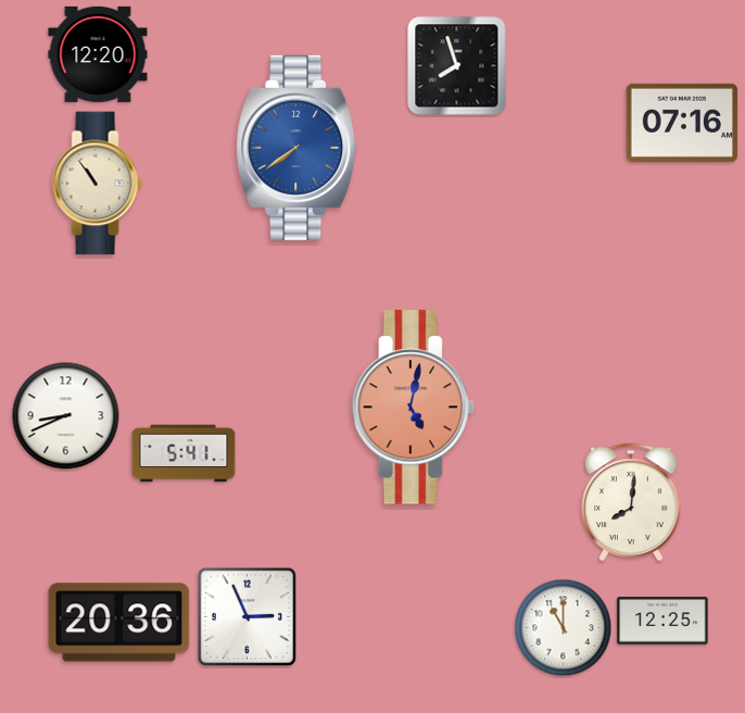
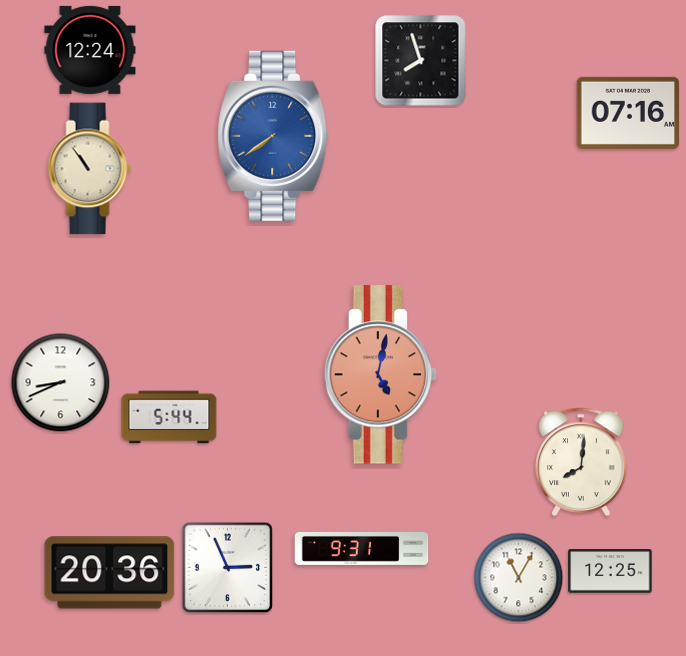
clock at (98, 54): 12:20 -> 12:24
clock at (184, 453): 5:41 -> 5:44
clock at (362, 548): none -> 9:31
clock at (564, 628): 11:00 -> 11:05
